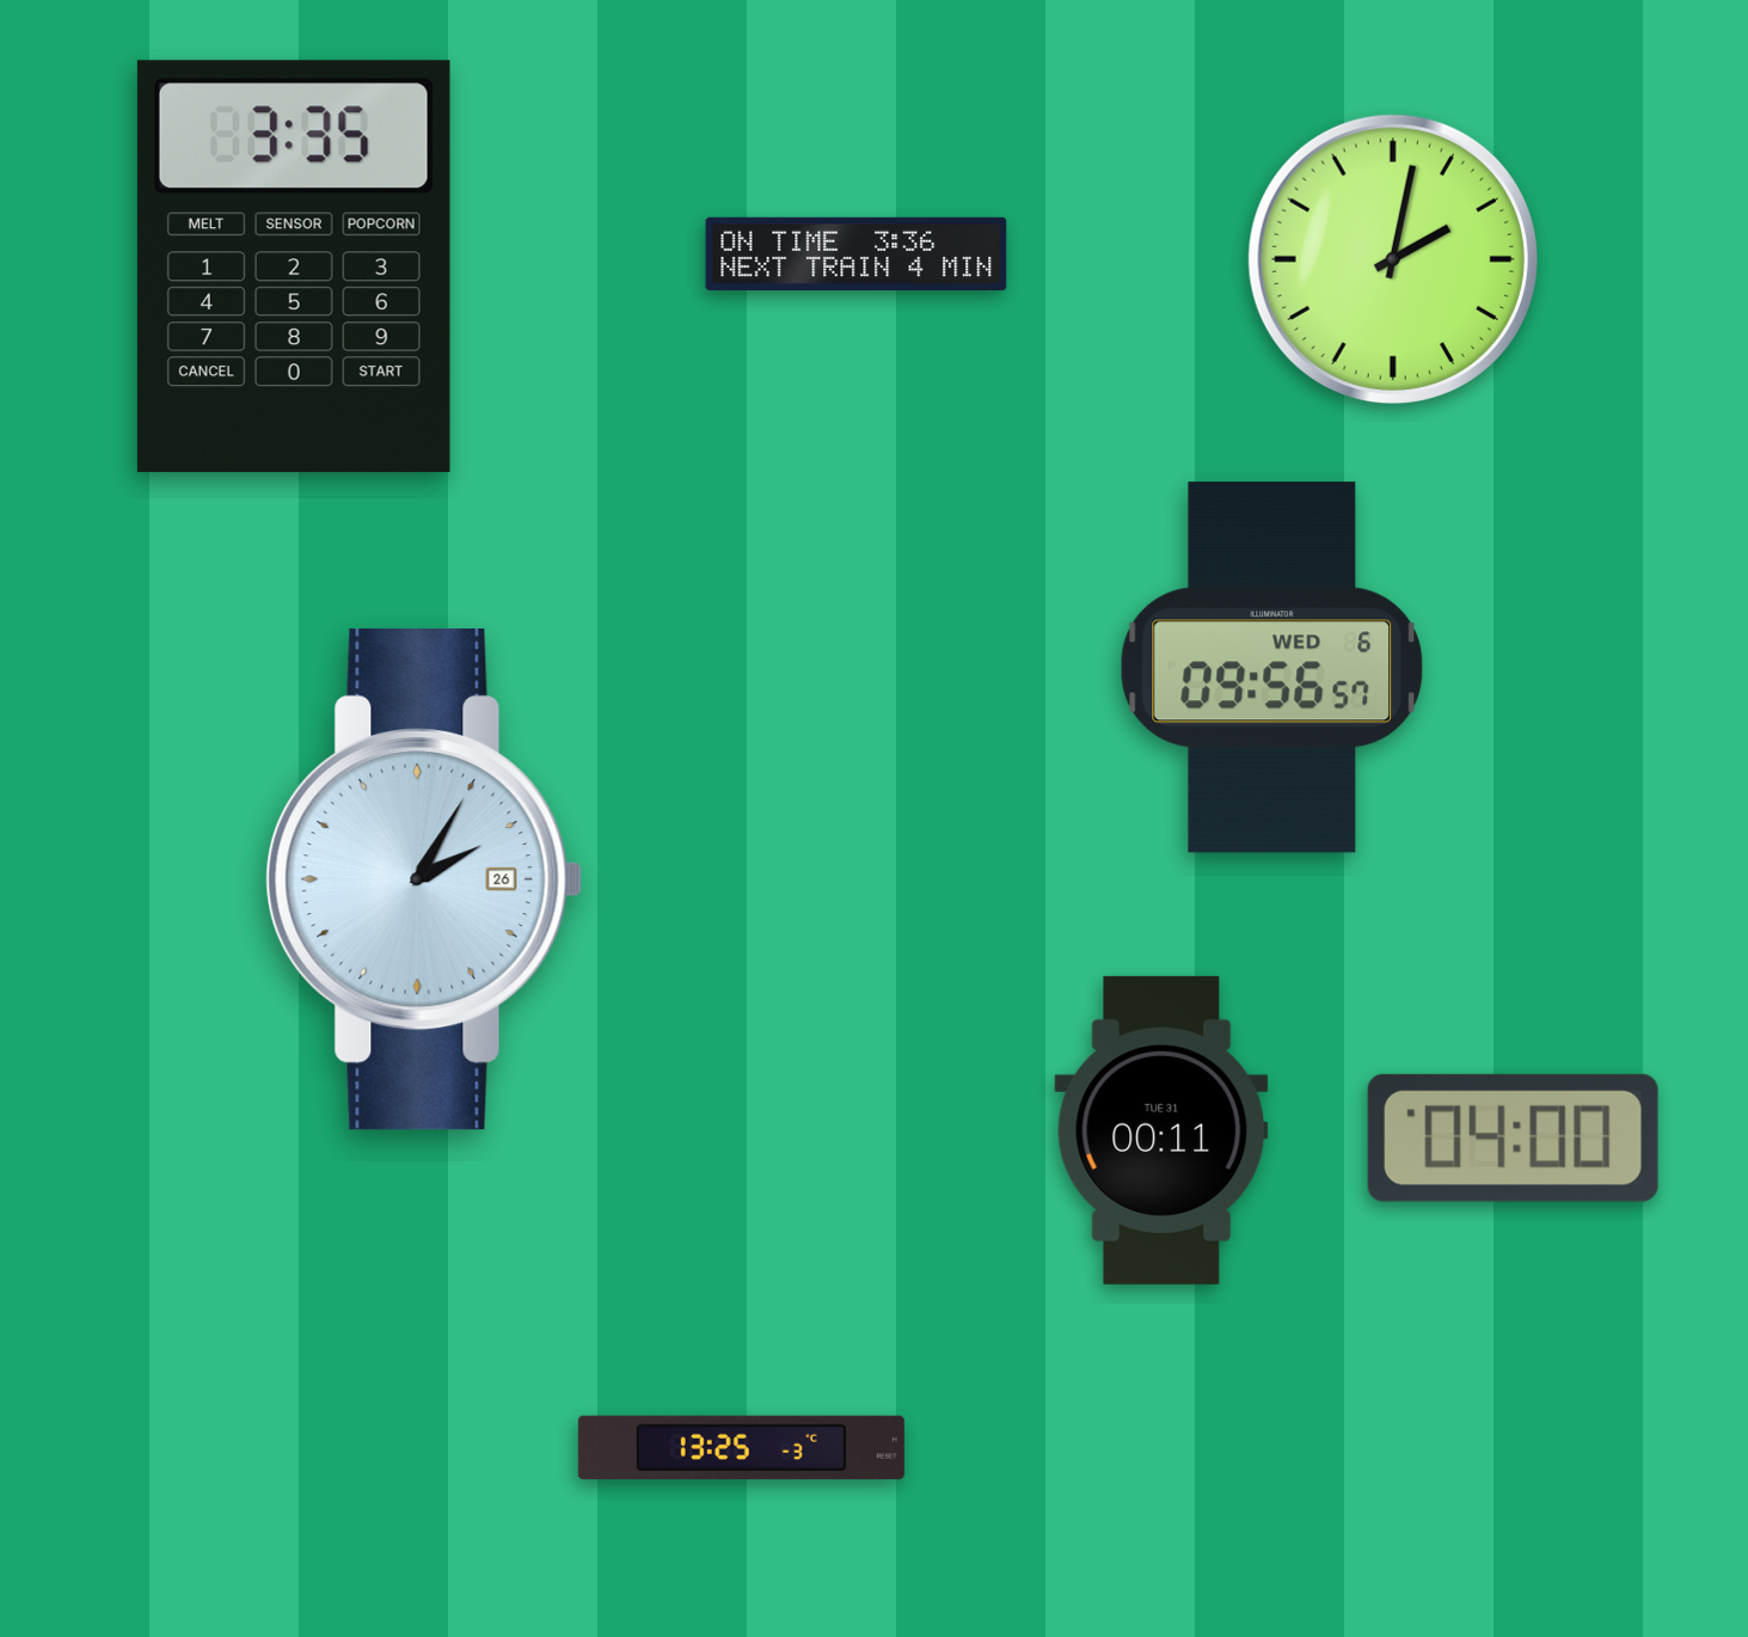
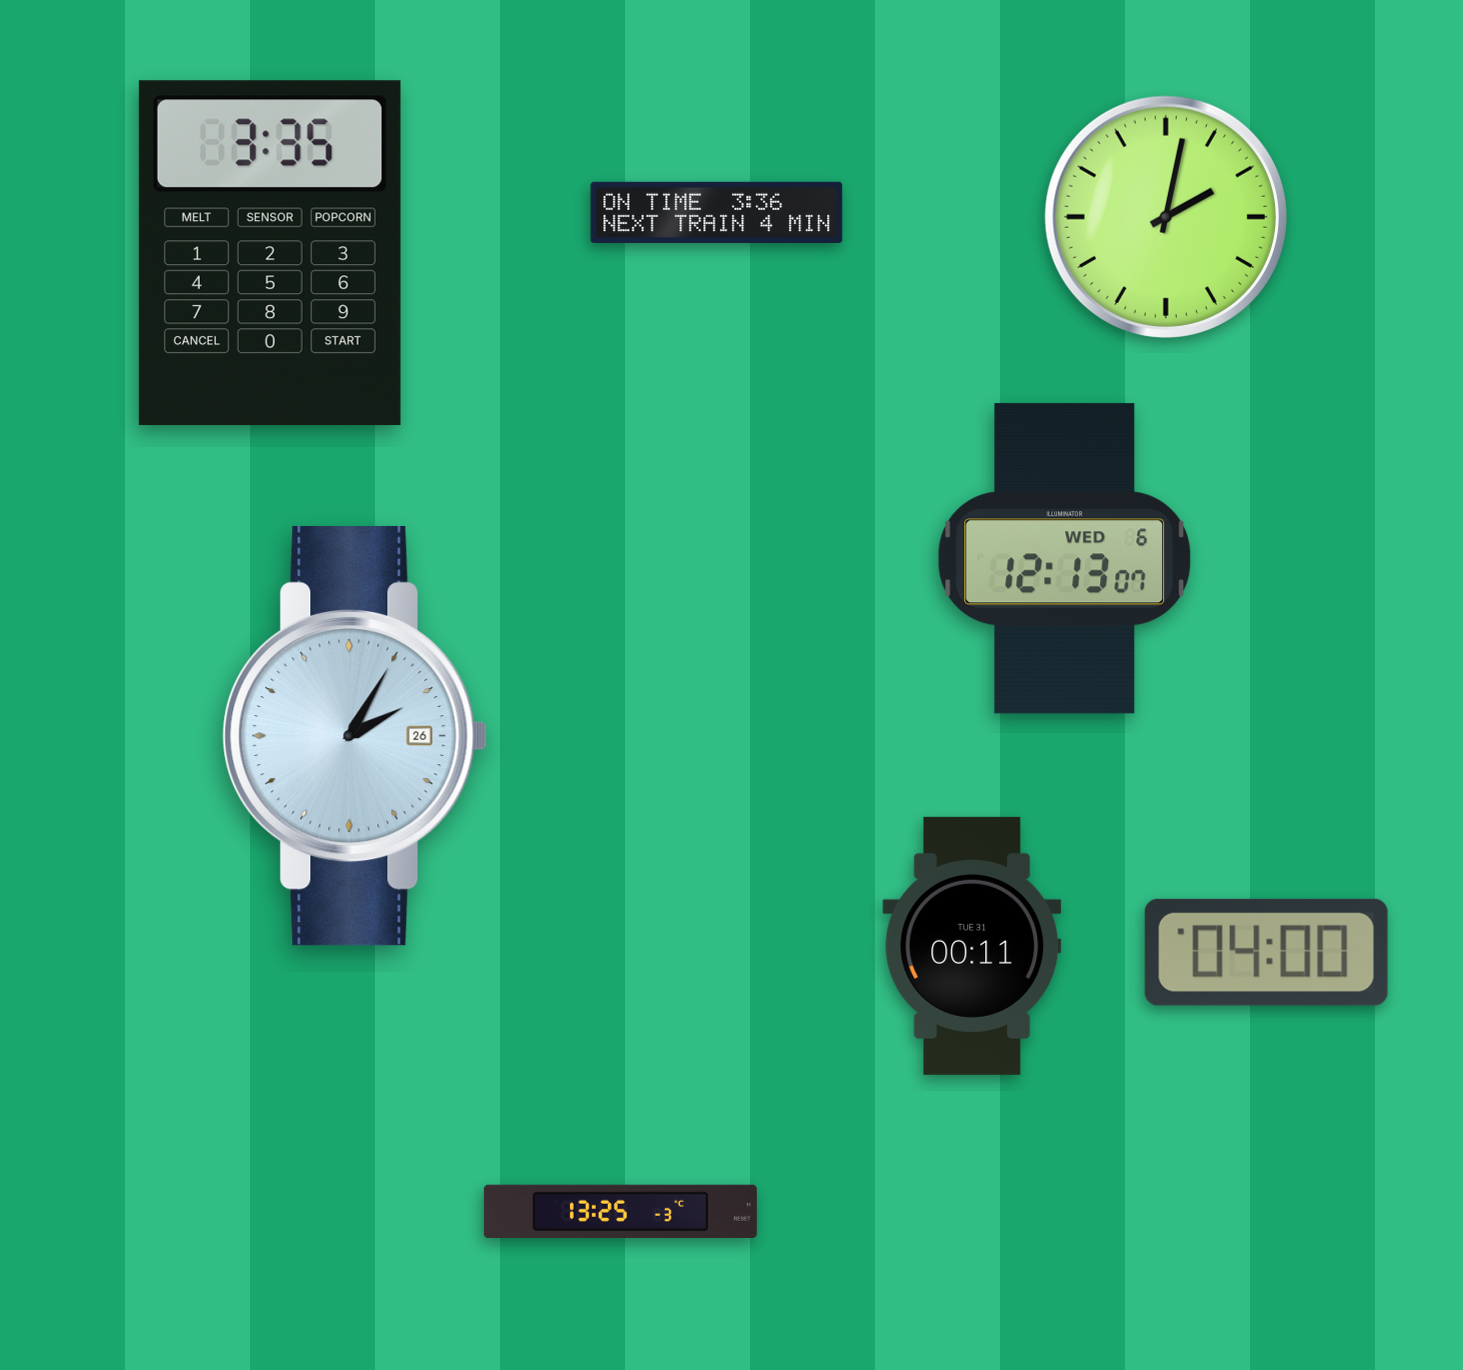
clock at (294, 266) position: (294, 266) -> (270, 253)
clock at (1272, 668): 09:56 -> 12:13
